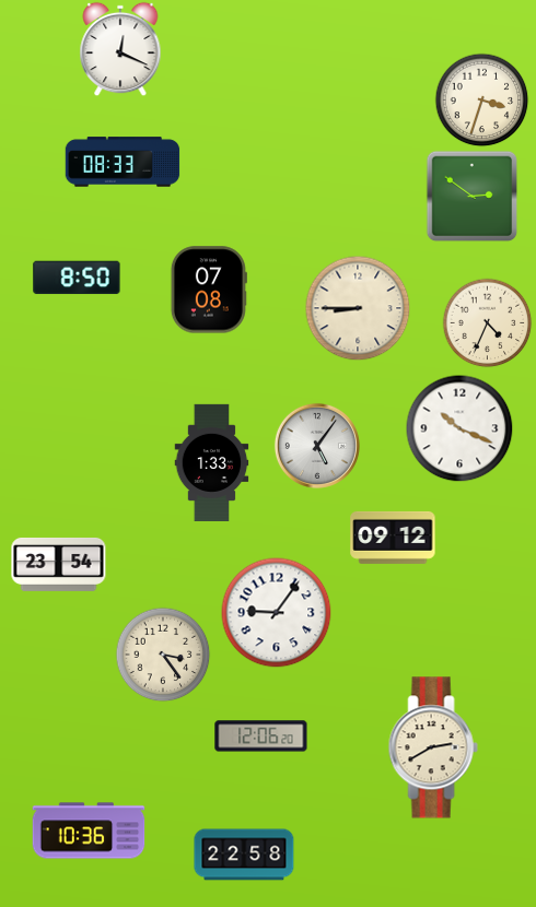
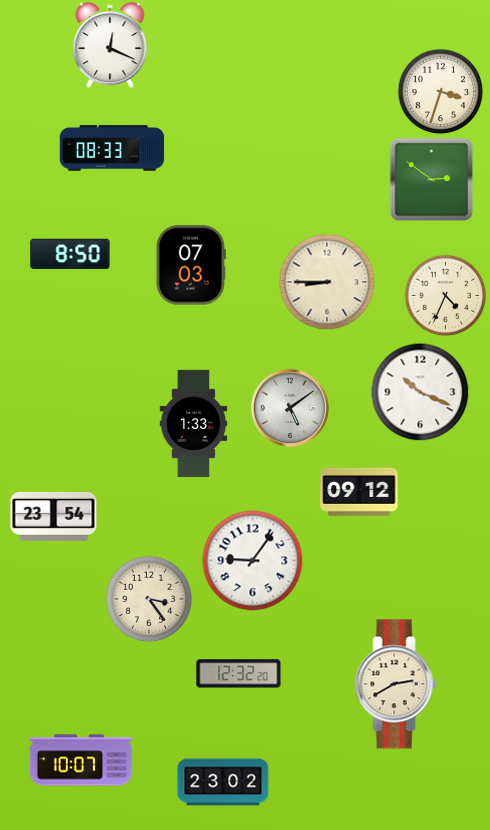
clock at (209, 290): 07:08 -> 07:03
clock at (317, 446): 5:06 -> 5:09
clock at (261, 737): 12:06 -> 12:32
clock at (89, 831): 10:36 -> 10:07
clock at (244, 855): 22:58 -> 23:02
